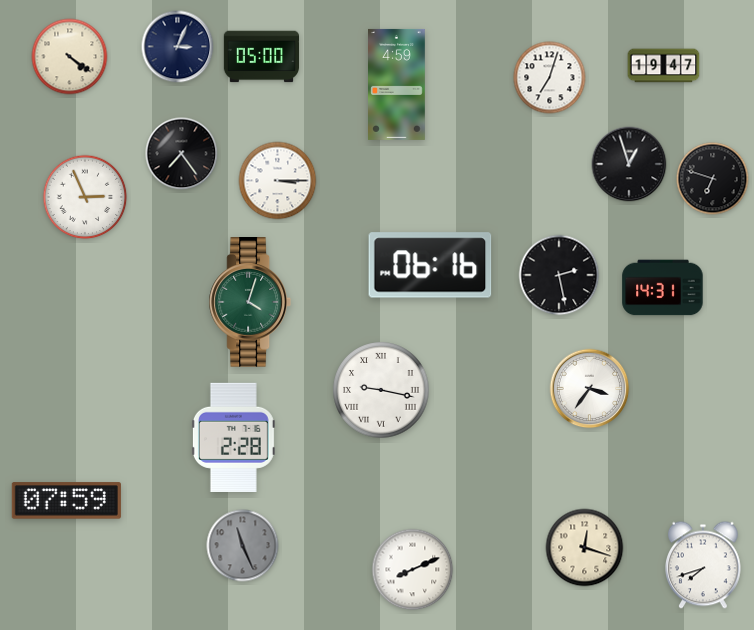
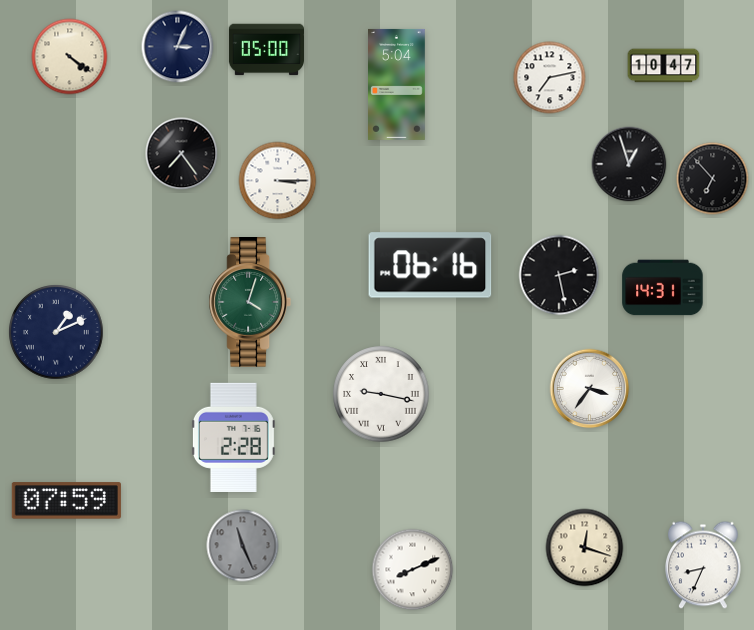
clock at (261, 57) position: (261, 57) -> (266, 50)
clock at (664, 66): 19:47 -> 10:47
clock at (550, 78): 7:03 -> 7:13
clock at (397, 84): 4:59 -> 5:04
clock at (713, 179): 6:48 -> 6:53
clock at (85, 197): 2:56 -> none
clock at (57, 333): none -> 1:11
clock at (381, 390) position: (381, 390) -> (381, 394)
clock at (704, 565): 7:42 -> 8:34
